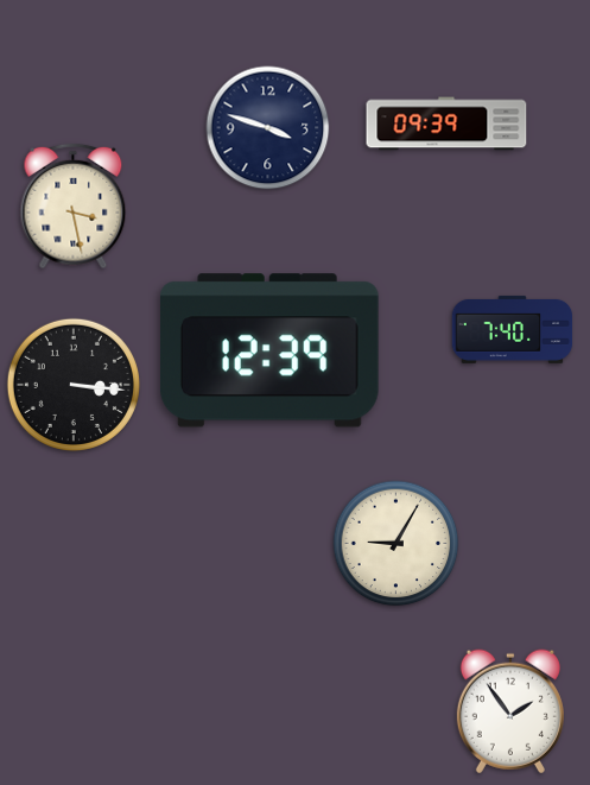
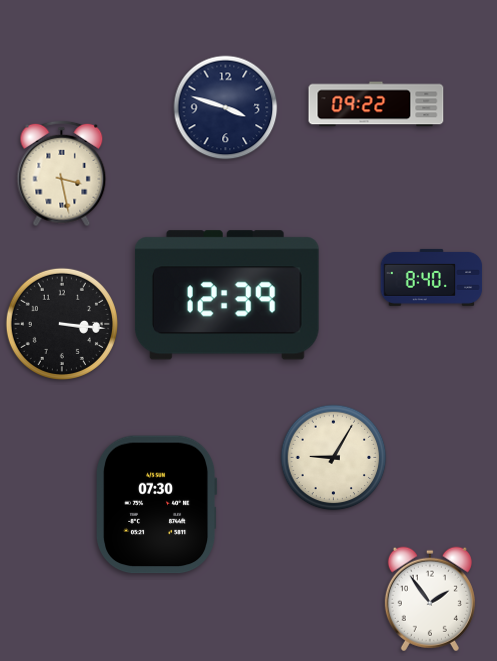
clock at (446, 124): 09:39 -> 09:22
clock at (513, 329): 7:40 -> 8:40
clock at (157, 505): none -> 07:30
